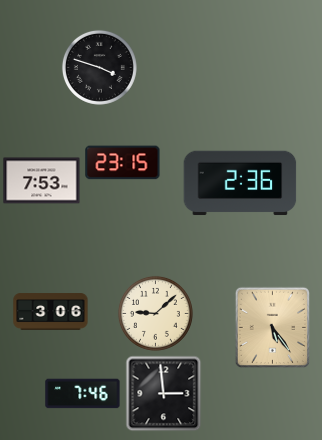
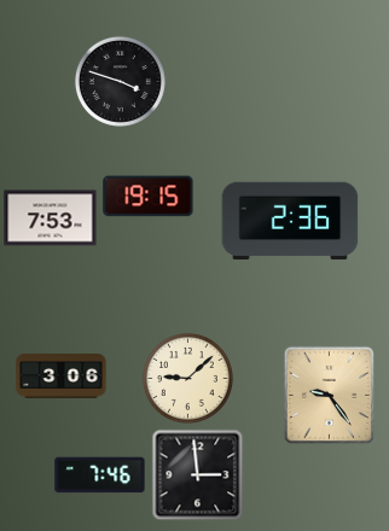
clock at (123, 163): 23:15 -> 19:15
clock at (272, 327): 5:24 -> 9:24
